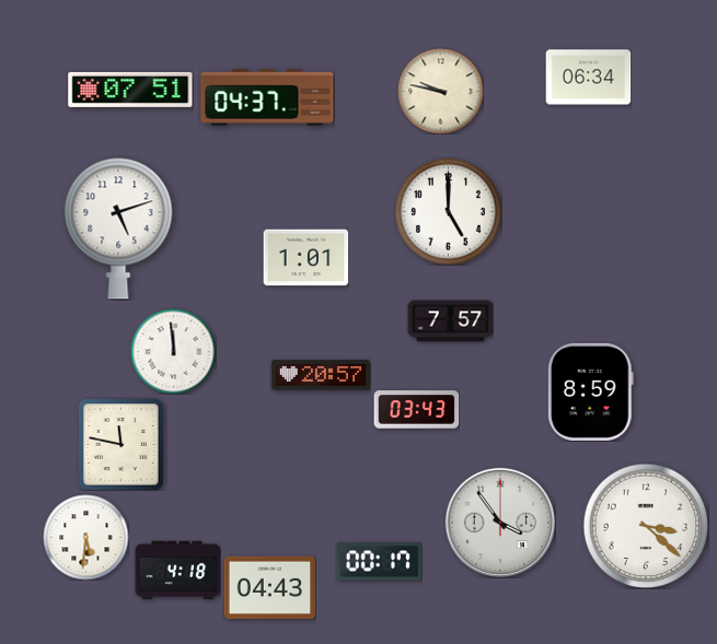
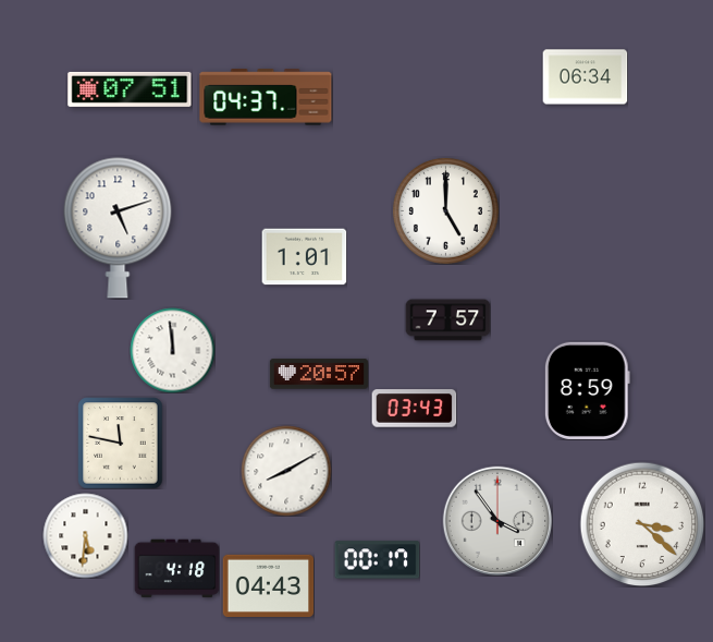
clock at (440, 91): 9:47 -> none
clock at (286, 471): none -> 8:10
